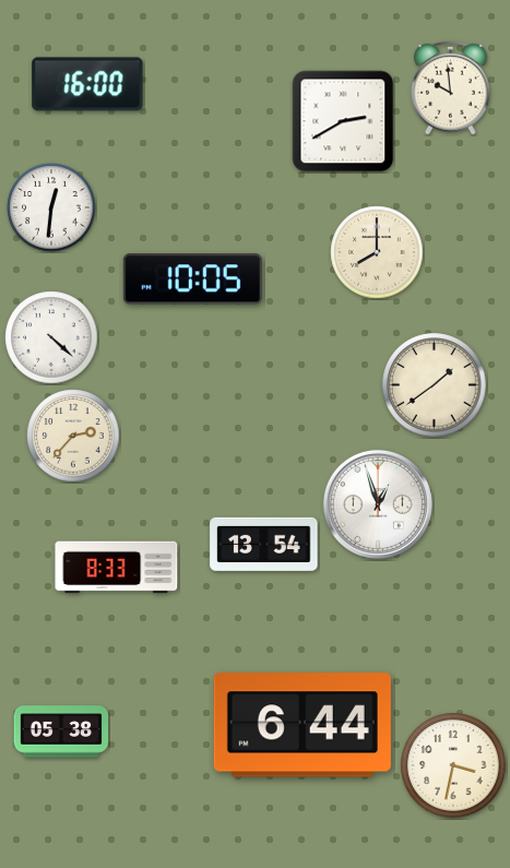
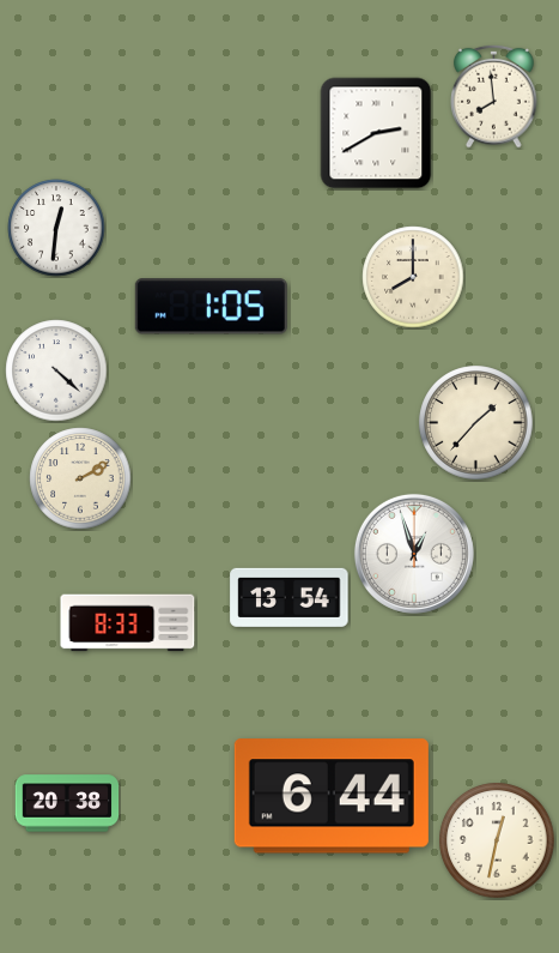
clock at (87, 84): 16:00 -> none
clock at (451, 87): 9:59 -> 7:59
clock at (192, 280): 10:05 -> 1:05
clock at (435, 385): 1:39 -> 1:37
clock at (73, 436): 2:37 -> 2:10
clock at (61, 732): 05:38 -> 20:38
clock at (453, 765): 3:32 -> 12:32
